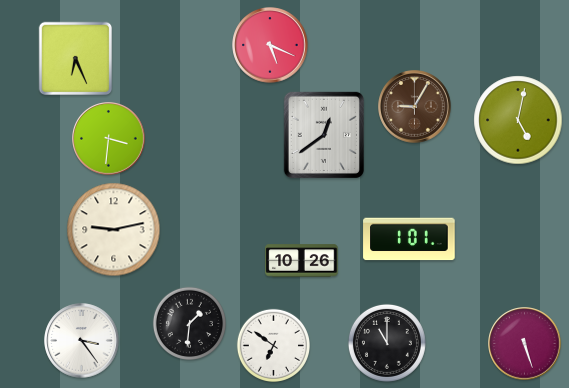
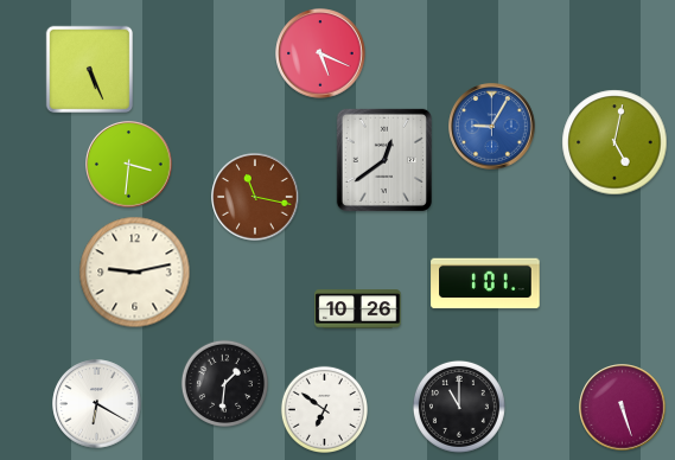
clock at (76, 59): 6:26 -> 5:26
clock at (415, 107) dial: brown -> blue
clock at (255, 197): none -> 11:17
clock at (82, 341): 3:24 -> 6:20
